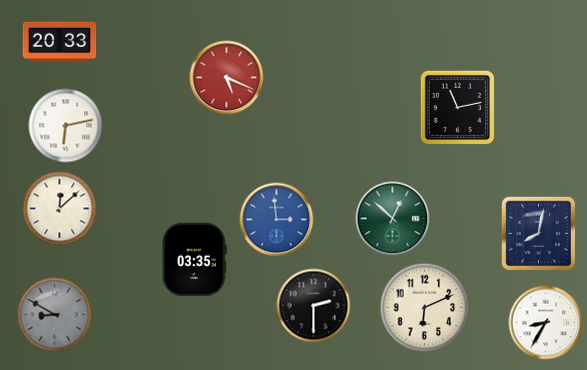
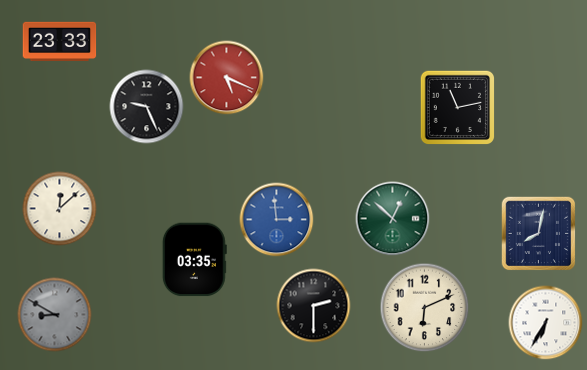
clock at (60, 42): 20:33 -> 23:33
clock at (147, 107): none -> 9:26
clock at (66, 126): 6:13 -> none
clock at (546, 323): 8:35 -> 6:35
